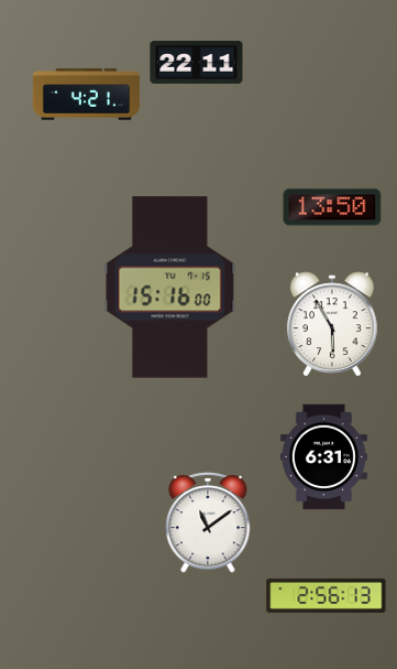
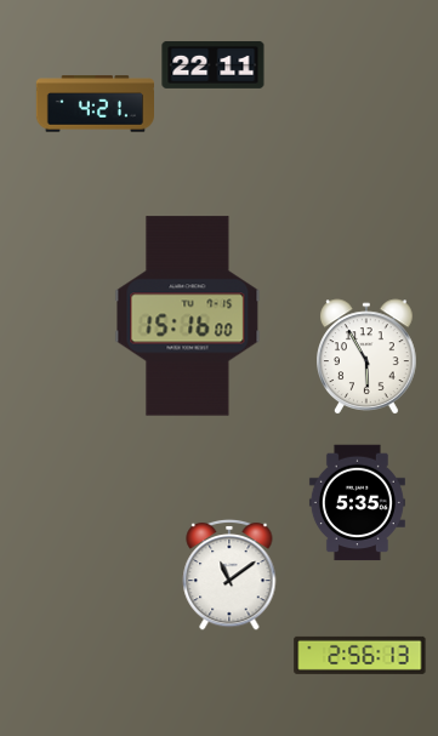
clock at (197, 62) position: (197, 62) -> (214, 64)
clock at (332, 207): 13:50 -> none
clock at (323, 457): 6:31 -> 5:35
